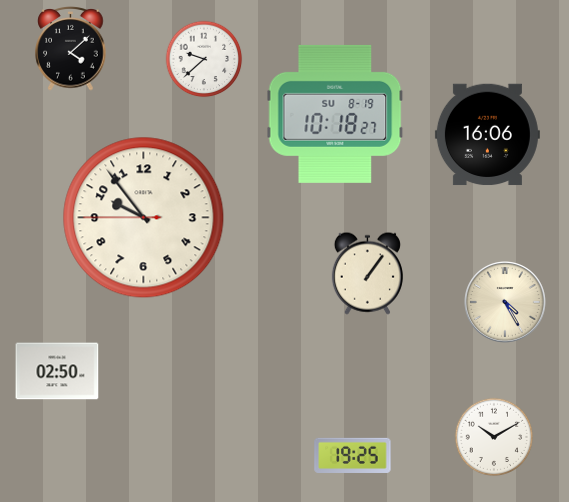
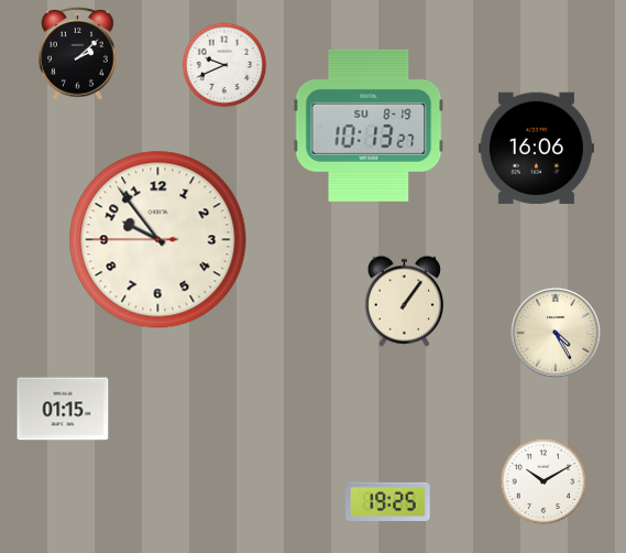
clock at (71, 49): 4:08 -> 2:08
clock at (204, 59): 9:38 -> 9:41
clock at (335, 114): 10:18 -> 10:13
clock at (57, 371): 02:50 -> 01:15
